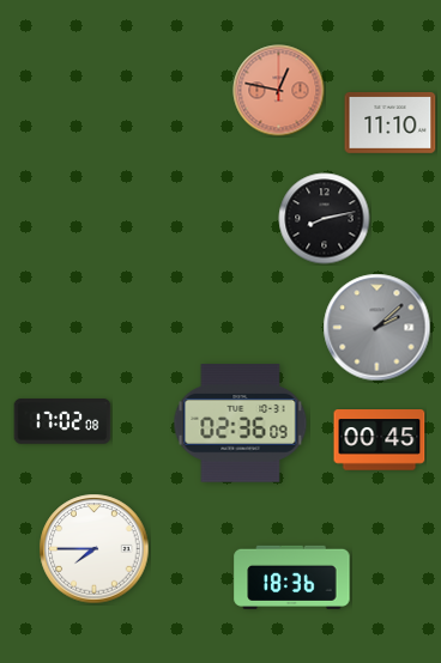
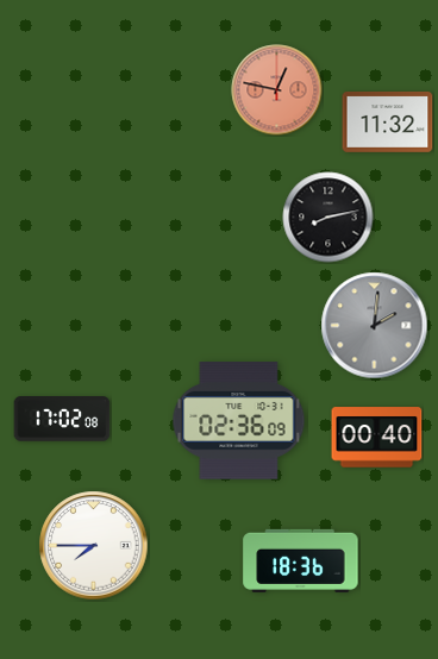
clock at (391, 123): 11:10 -> 11:32
clock at (325, 219) position: (325, 219) -> (328, 218)
clock at (377, 328): 2:08 -> 2:01
clock at (380, 440): 00:45 -> 00:40
clock at (292, 577) position: (292, 577) -> (301, 560)
